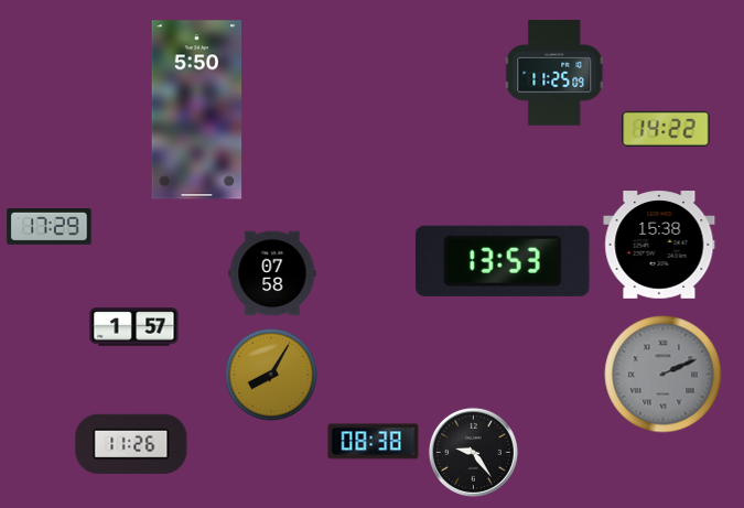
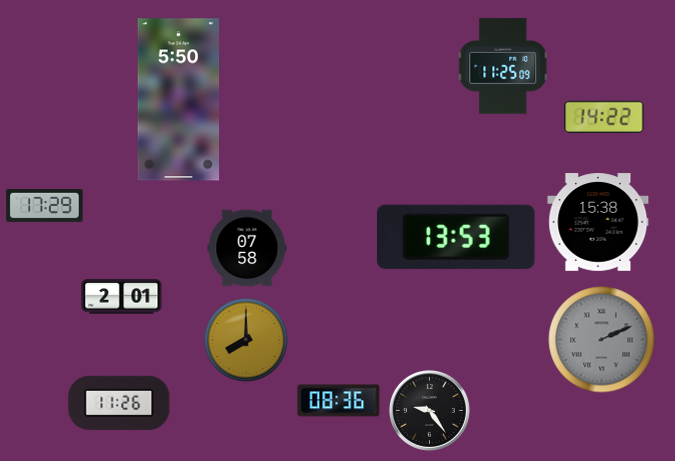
clock at (134, 327): 1:57 -> 2:01
clock at (271, 375): 8:05 -> 8:00
clock at (374, 442): 08:38 -> 08:36
